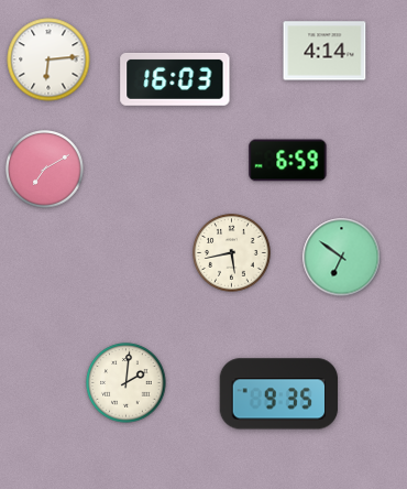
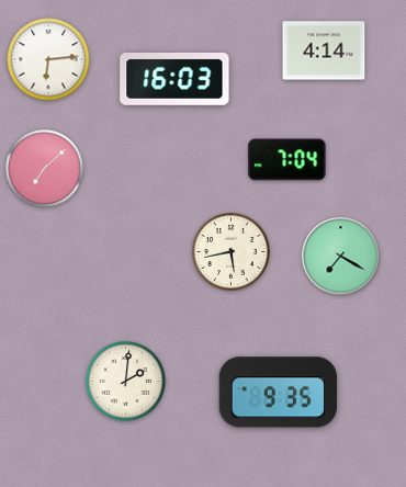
clock at (288, 161): 6:59 -> 7:04
clock at (45, 170): 7:10 -> 7:08
clock at (342, 258): 6:51 -> 7:20
